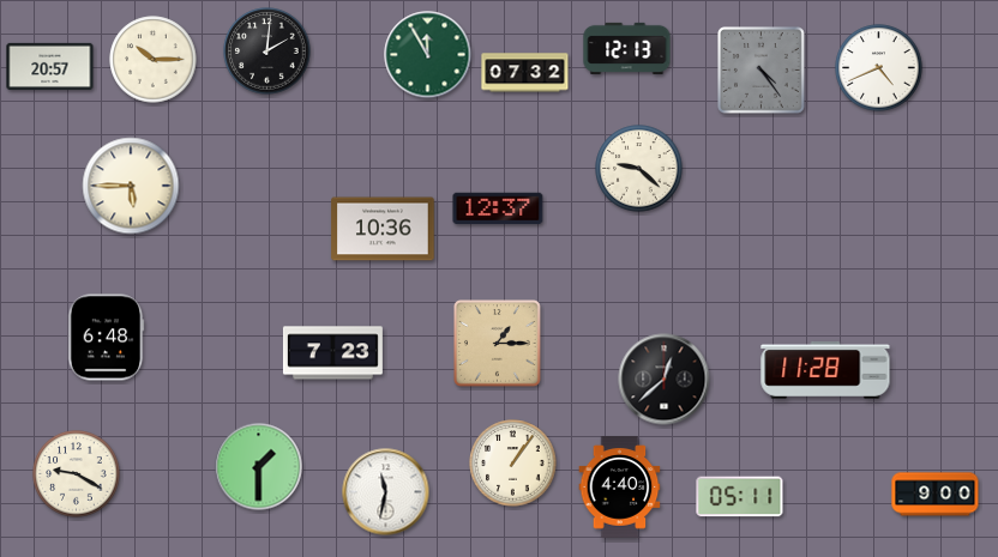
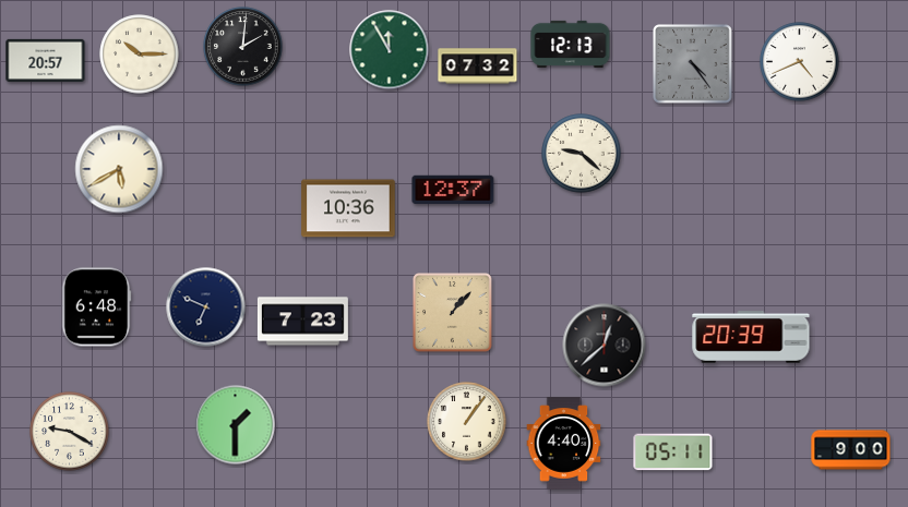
clock at (131, 186): 5:45 -> 5:40
clock at (206, 307): none -> 6:49
clock at (498, 344): 1:15 -> 1:07
clock at (825, 371): 11:28 -> 20:39
clock at (386, 492): 11:32 -> none
